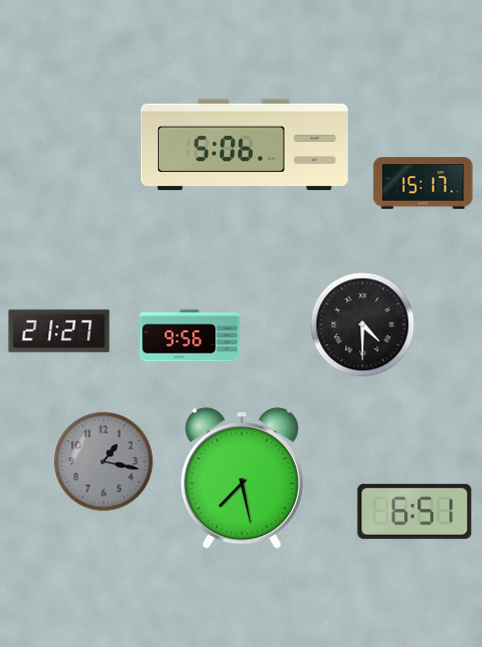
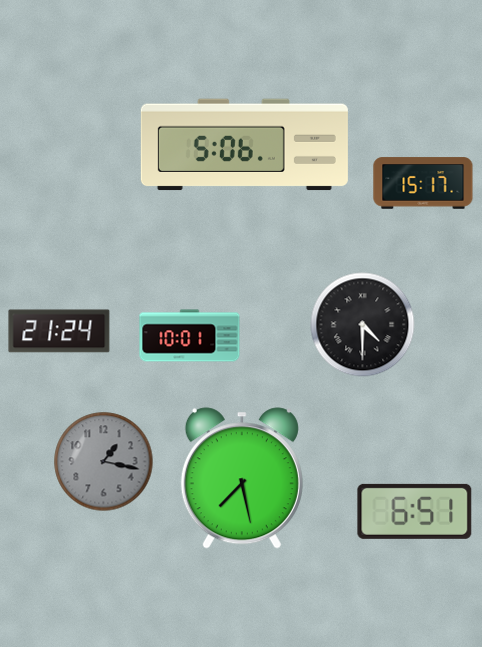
clock at (59, 331): 21:27 -> 21:24
clock at (190, 336): 9:56 -> 10:01
